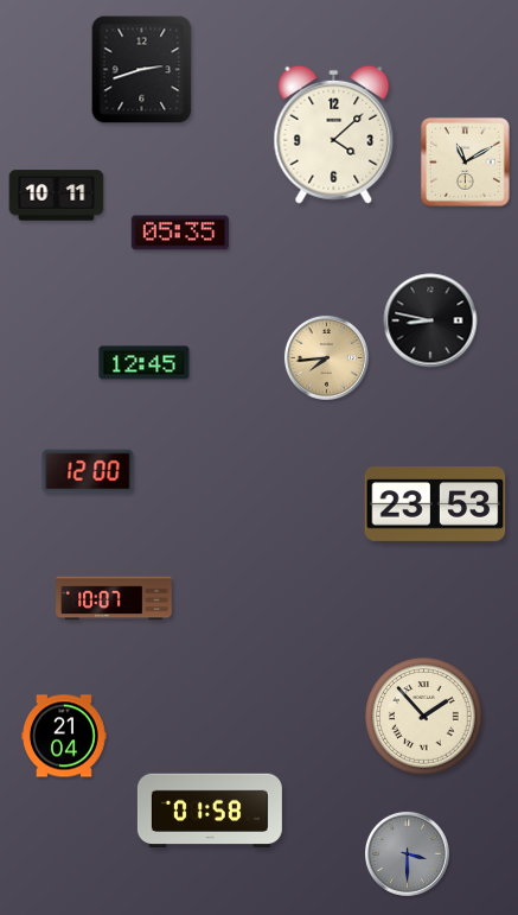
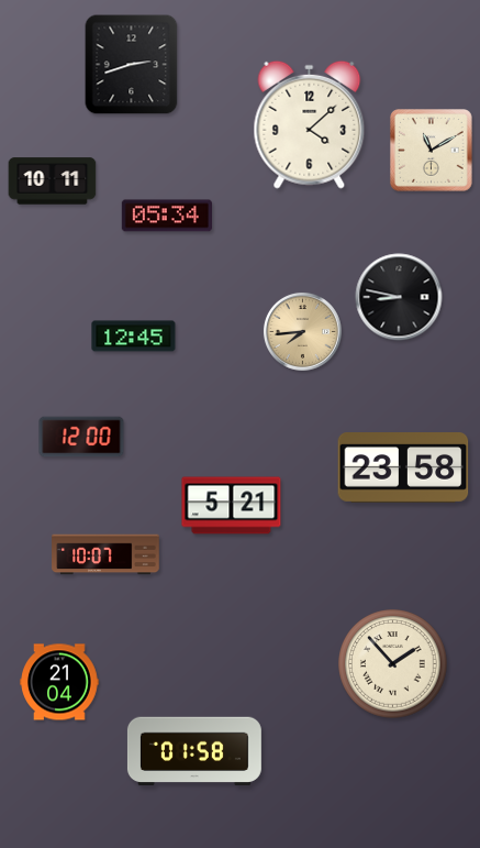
clock at (180, 233): 05:35 -> 05:34
clock at (435, 506): 23:53 -> 23:58
clock at (232, 506): none -> 5:21
clock at (407, 853): 3:30 -> none
